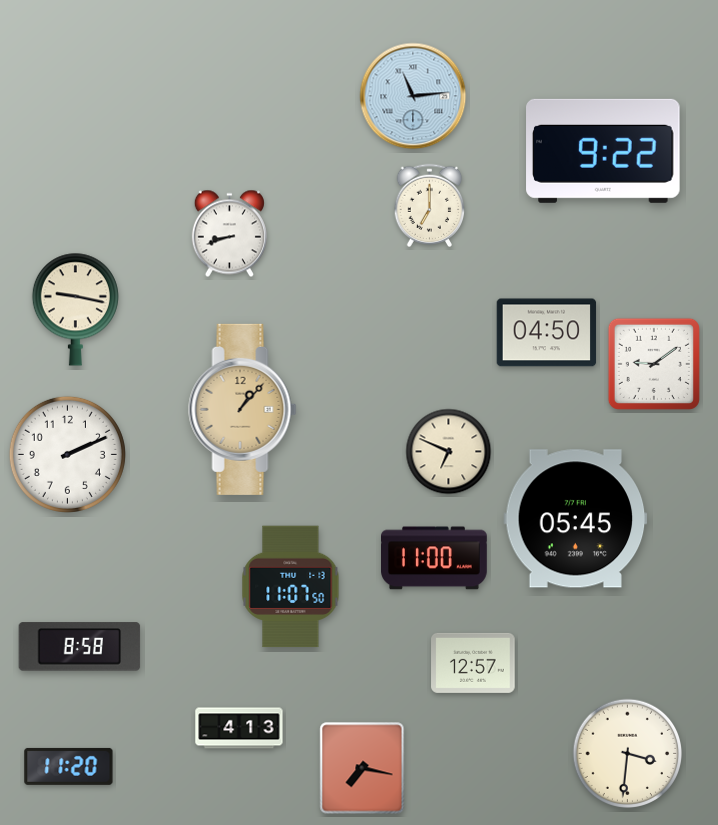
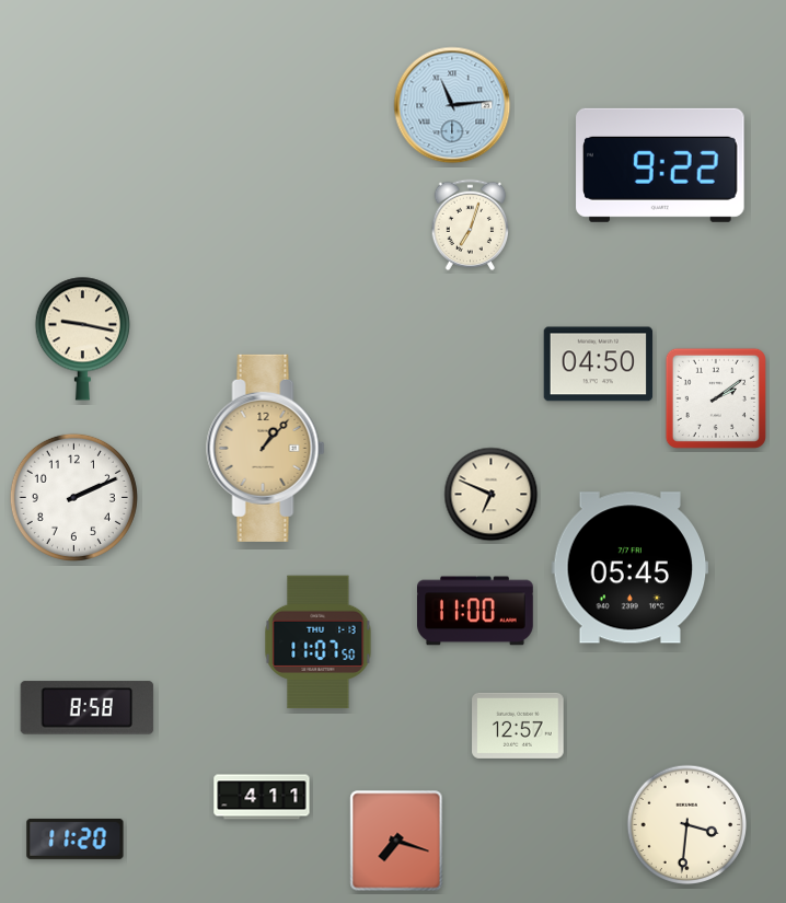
clock at (430, 206): 7:00 -> 7:03
clock at (229, 234): 8:42 -> none
clock at (654, 364): 9:09 -> 2:09
clock at (239, 728): 4:13 -> 4:11
clock at (362, 768): 7:17 -> 7:18
